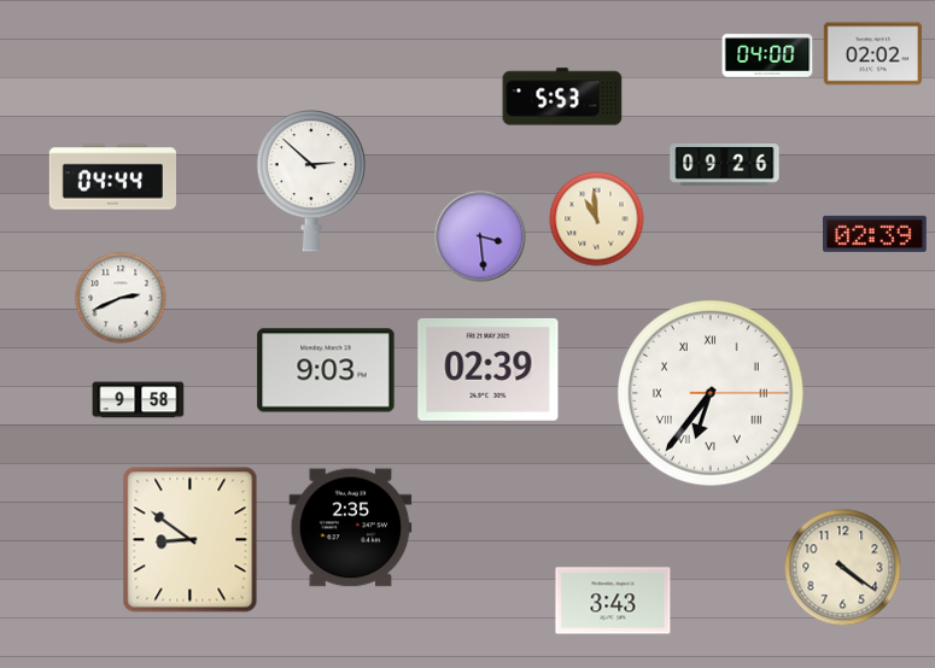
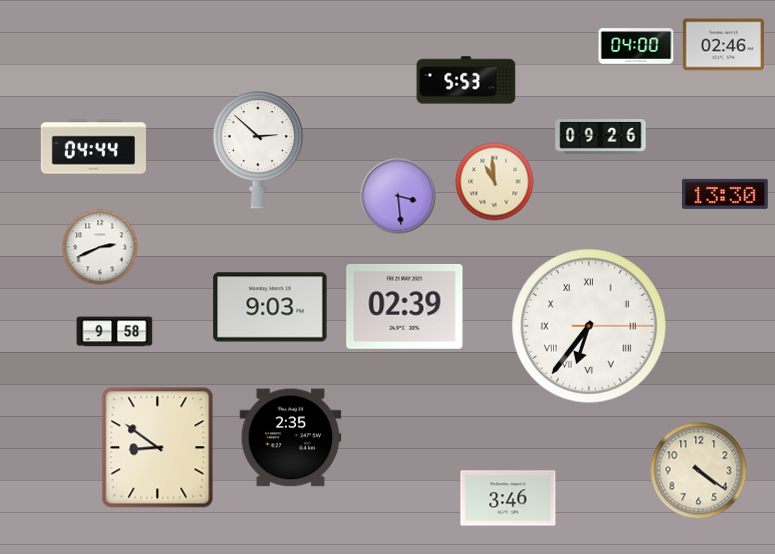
clock at (872, 54): 02:02 -> 02:46
clock at (876, 234): 02:39 -> 13:30
clock at (613, 600): 3:43 -> 3:46
